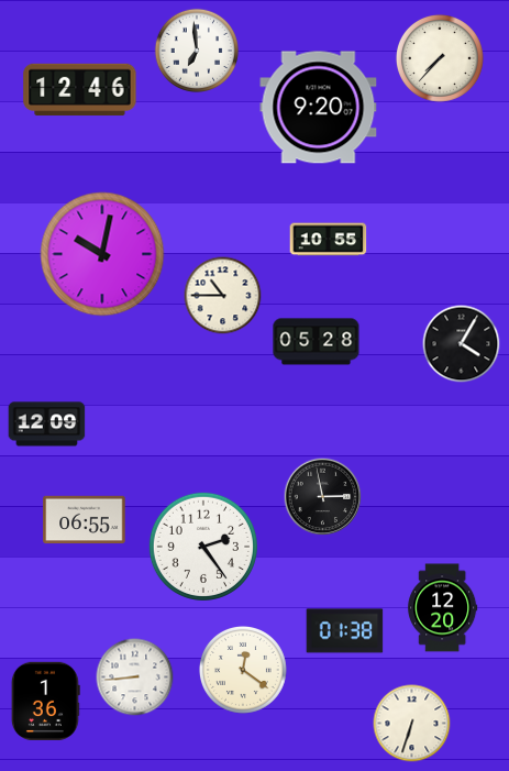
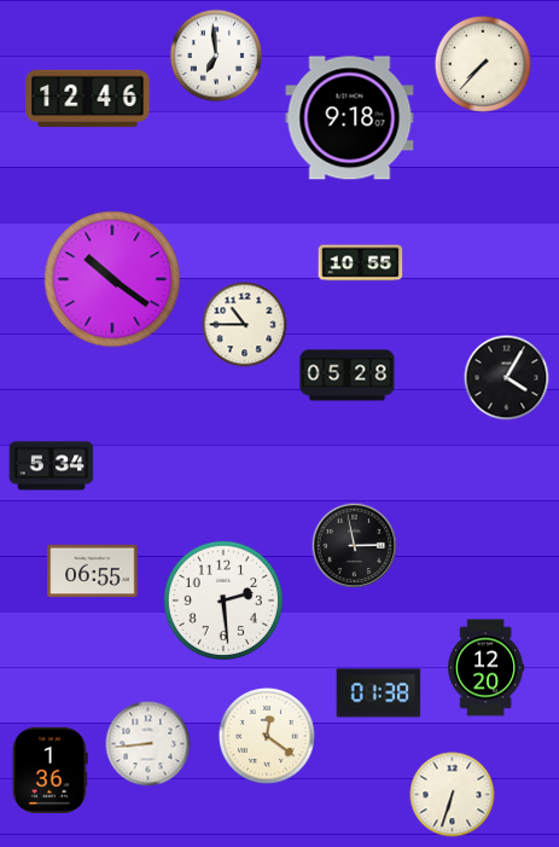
clock at (319, 108): 9:20 -> 9:18
clock at (102, 254): 10:02 -> 10:21
clock at (47, 425): 12:09 -> 5:34
clock at (203, 547): 2:24 -> 2:29
